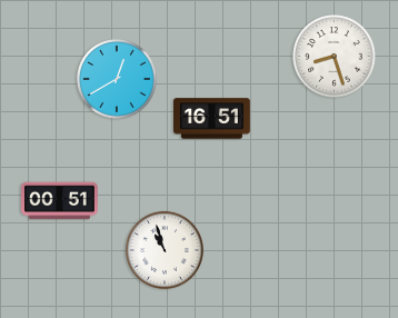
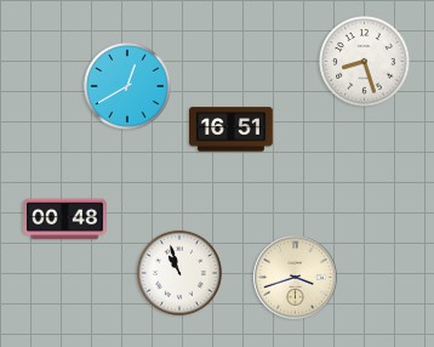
clock at (60, 201): 00:51 -> 00:48
clock at (296, 278): none -> 3:42
